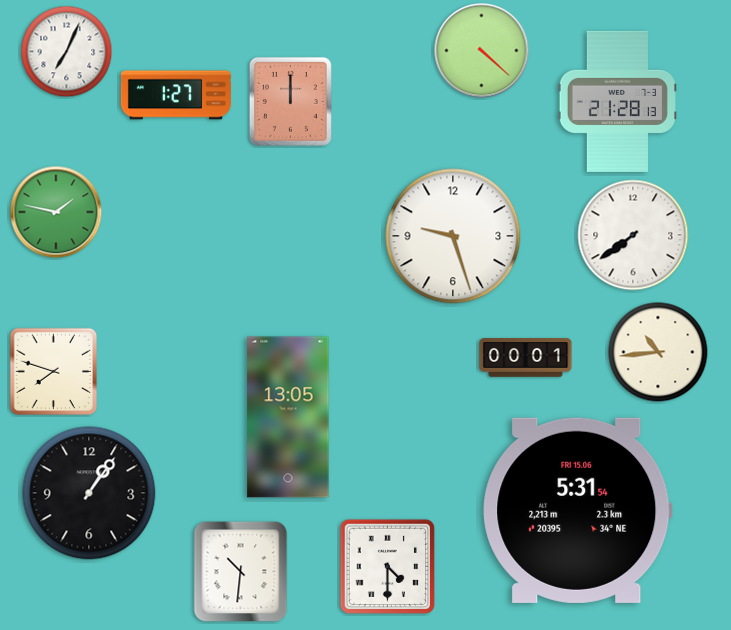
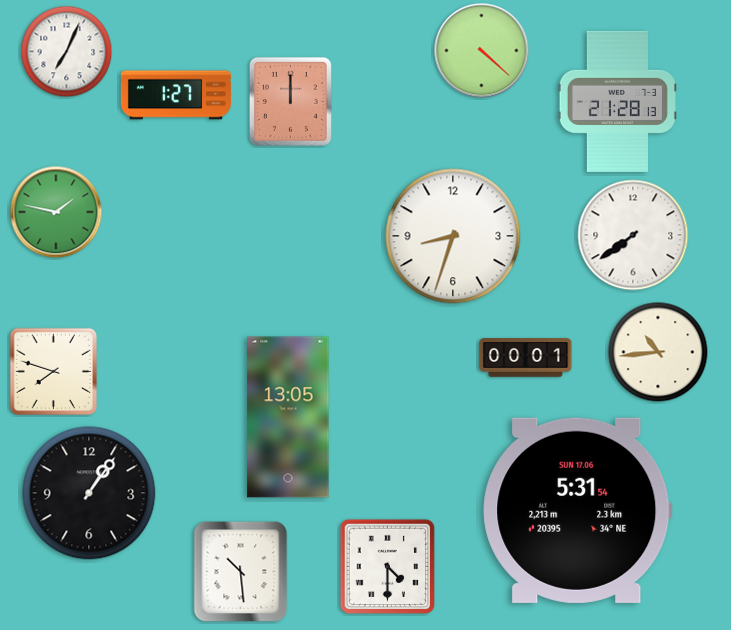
clock at (453, 236): 9:27 -> 8:33
clock at (578, 510) date: FRI 15.06 -> SUN 17.06
clock at (241, 572): 10:31 -> 10:29
